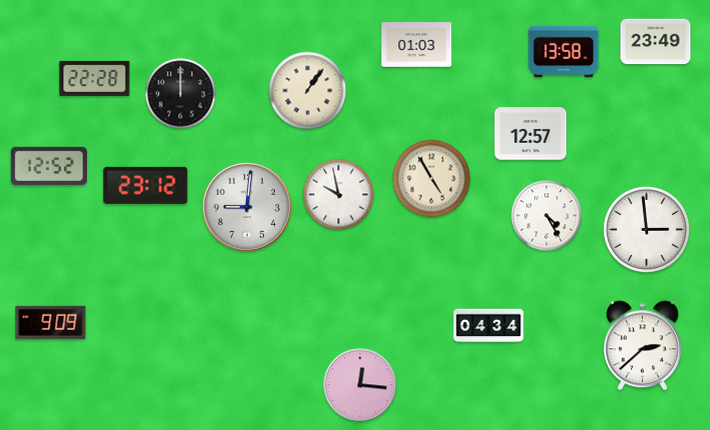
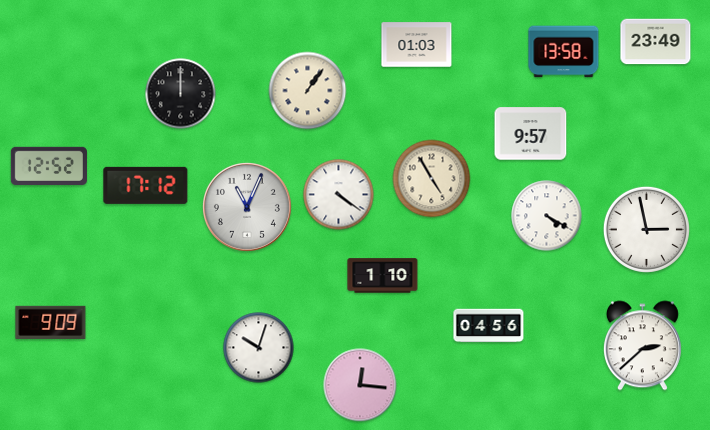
clock at (95, 78): 22:28 -> none
clock at (531, 134): 12:57 -> 9:57
clock at (146, 185): 23:12 -> 17:12
clock at (339, 195): 9:58 -> 4:21
clock at (247, 207): 9:01 -> 11:04
clock at (547, 216): 4:25 -> 4:20
clock at (646, 229): 2:59 -> 2:58
clock at (383, 276): none -> 1:10
clock at (489, 326): 04:34 -> 04:56
clock at (259, 348): none -> 10:03
